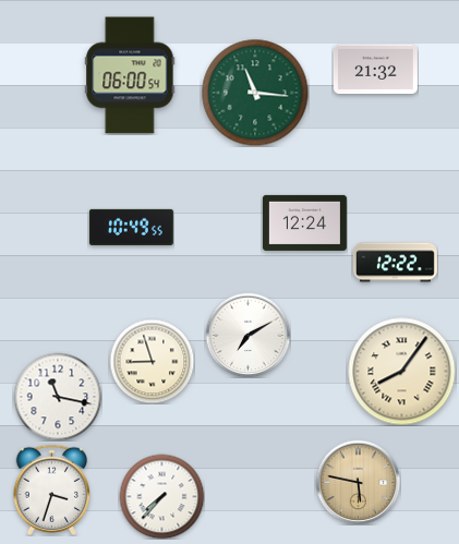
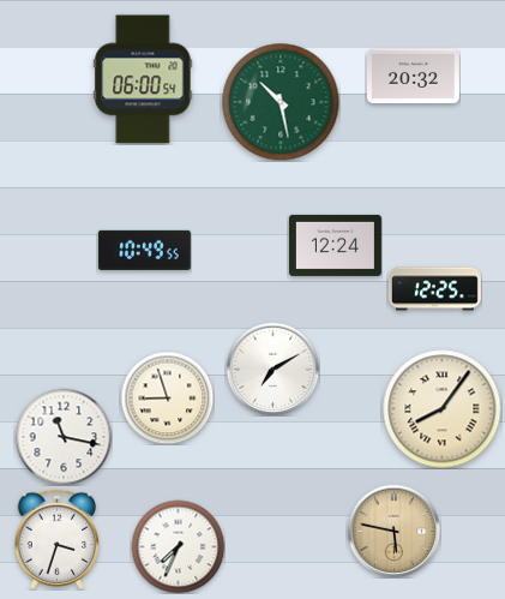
clock at (375, 70): 21:32 -> 20:32
clock at (130, 75) position: (130, 75) -> (143, 79)
clock at (255, 93): 11:16 -> 10:28
clock at (395, 263): 12:22 -> 12:25
clock at (161, 496): 7:37 -> 7:34
